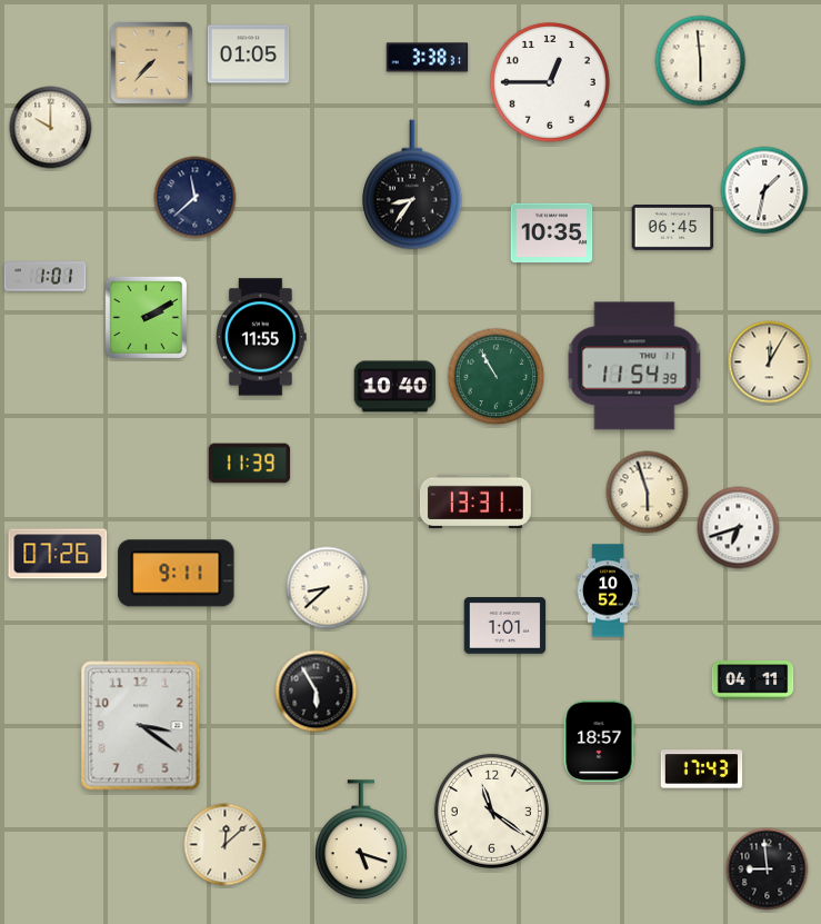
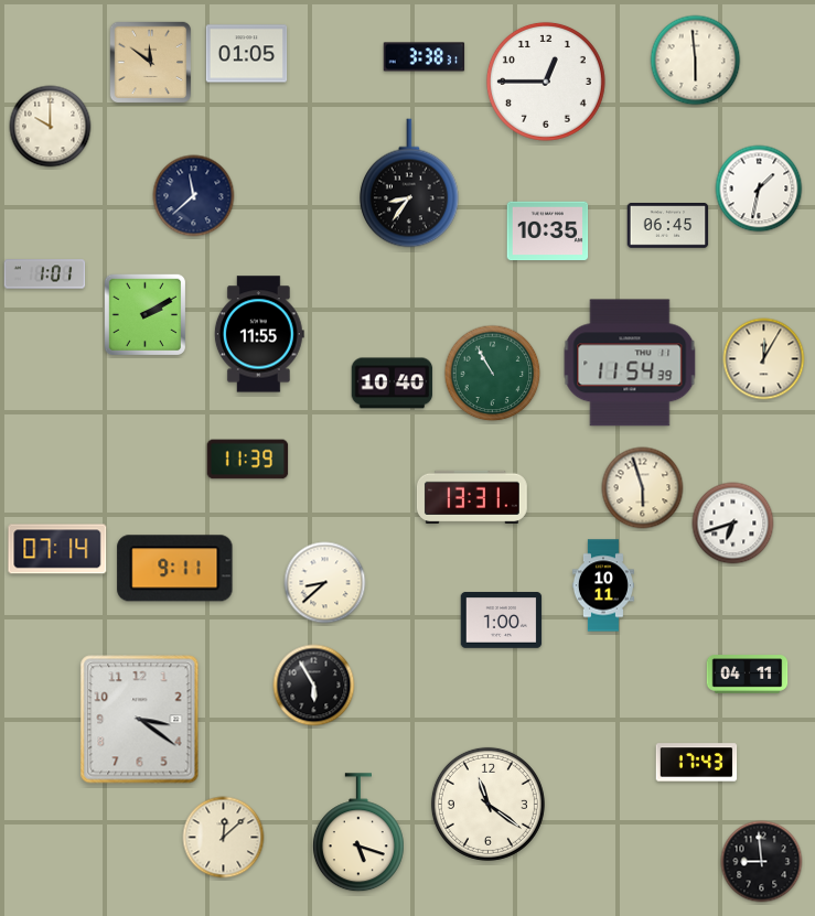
clock at (151, 62): 7:37 -> 11:51
clock at (58, 554): 07:26 -> 07:14
clock at (608, 590): 10:52 -> 10:11
clock at (505, 626): 1:01 -> 1:00
clock at (599, 742): 18:57 -> none
